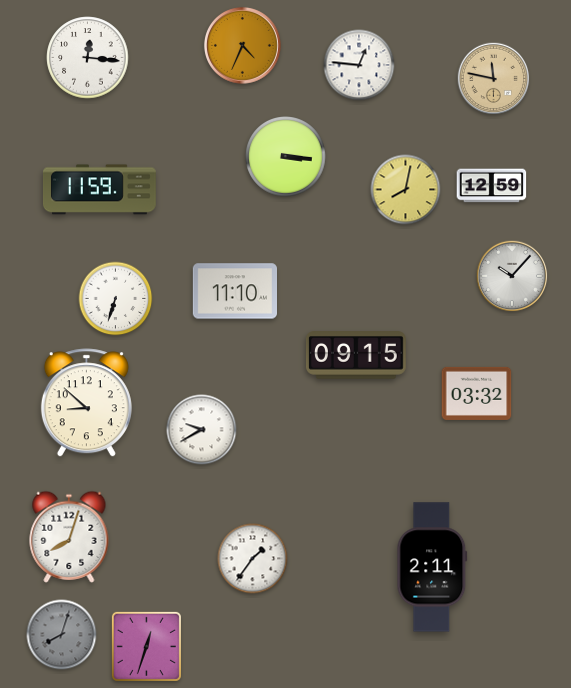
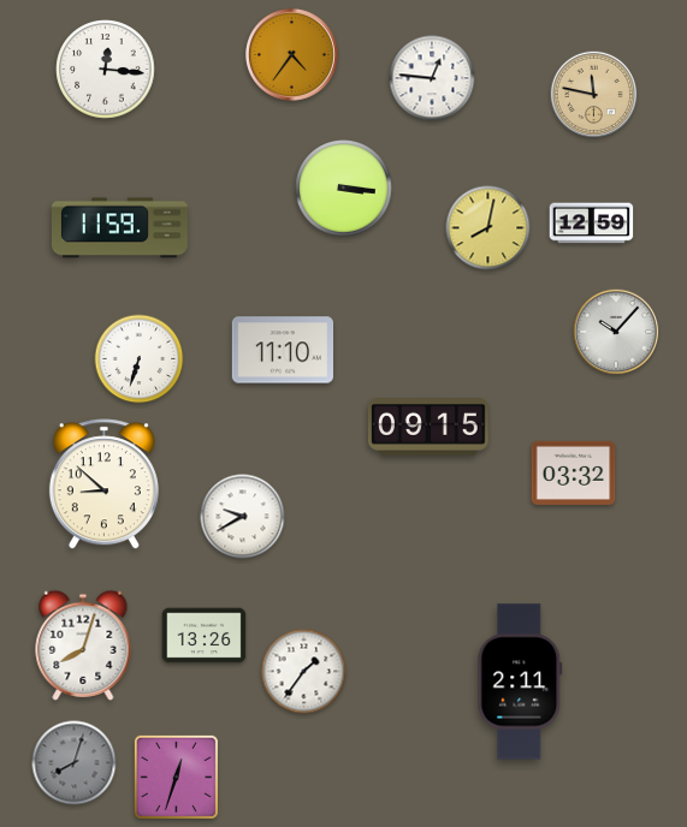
clock at (242, 45): 4:34 -> 4:36
clock at (205, 636): none -> 13:26
